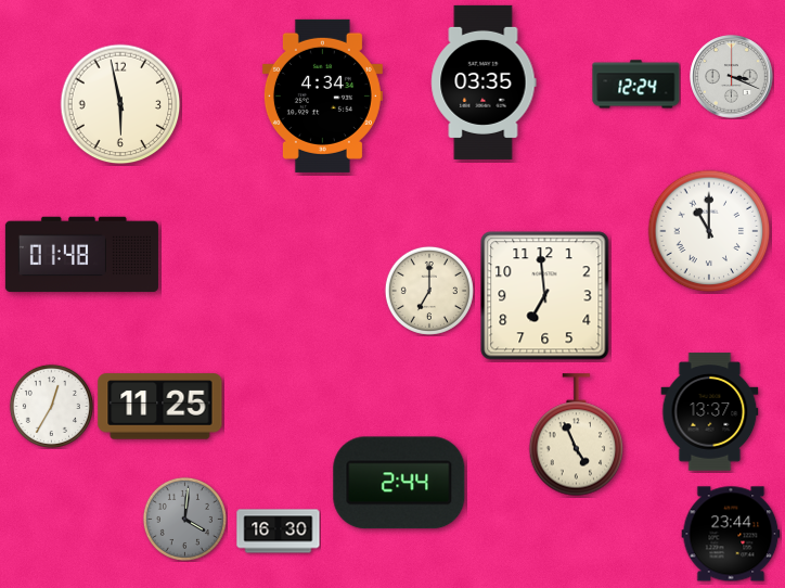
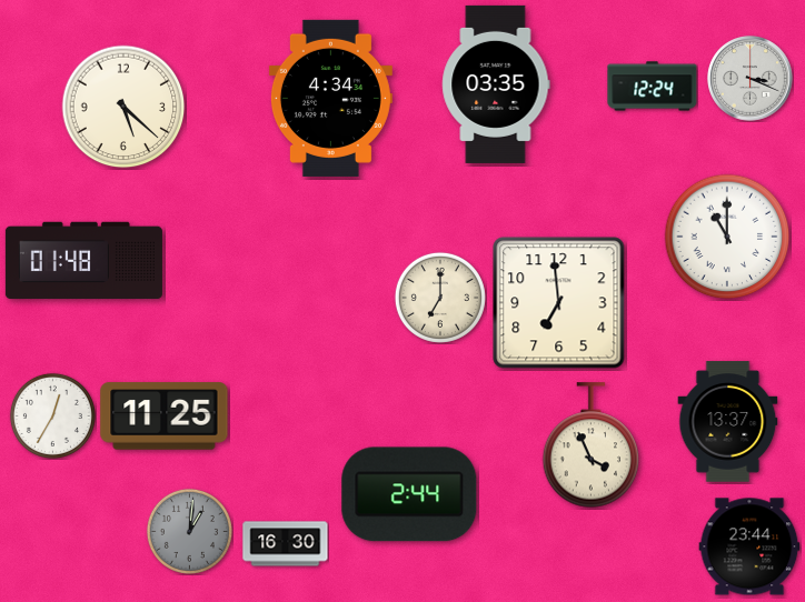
clock at (120, 104): 5:58 -> 5:22
clock at (577, 435): 4:56 -> 3:56
clock at (184, 519): 4:01 -> 1:01
